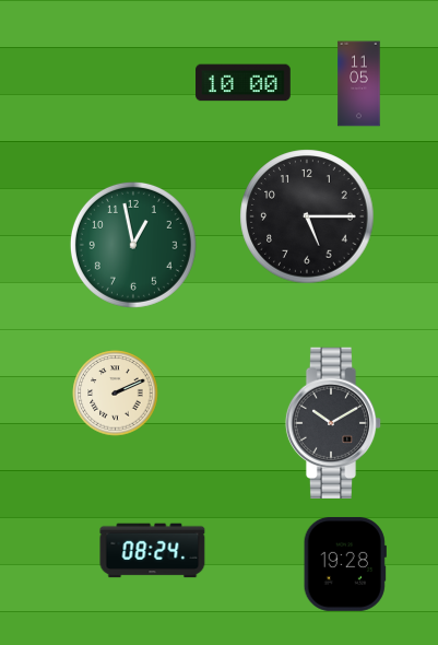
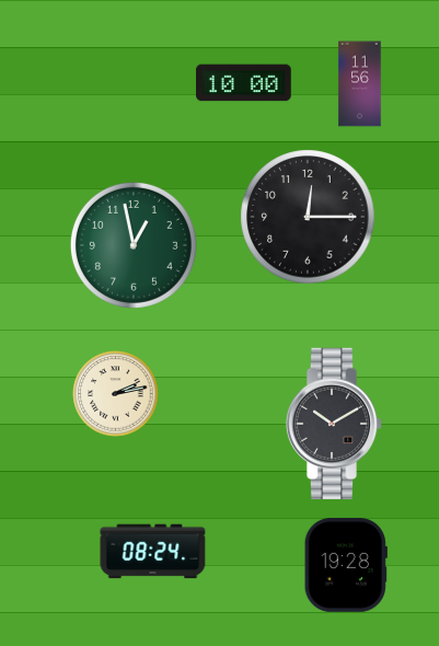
clock at (359, 84): 11:05 -> 11:56
clock at (307, 216): 5:15 -> 12:15
clock at (116, 394): 2:11 -> 2:13
